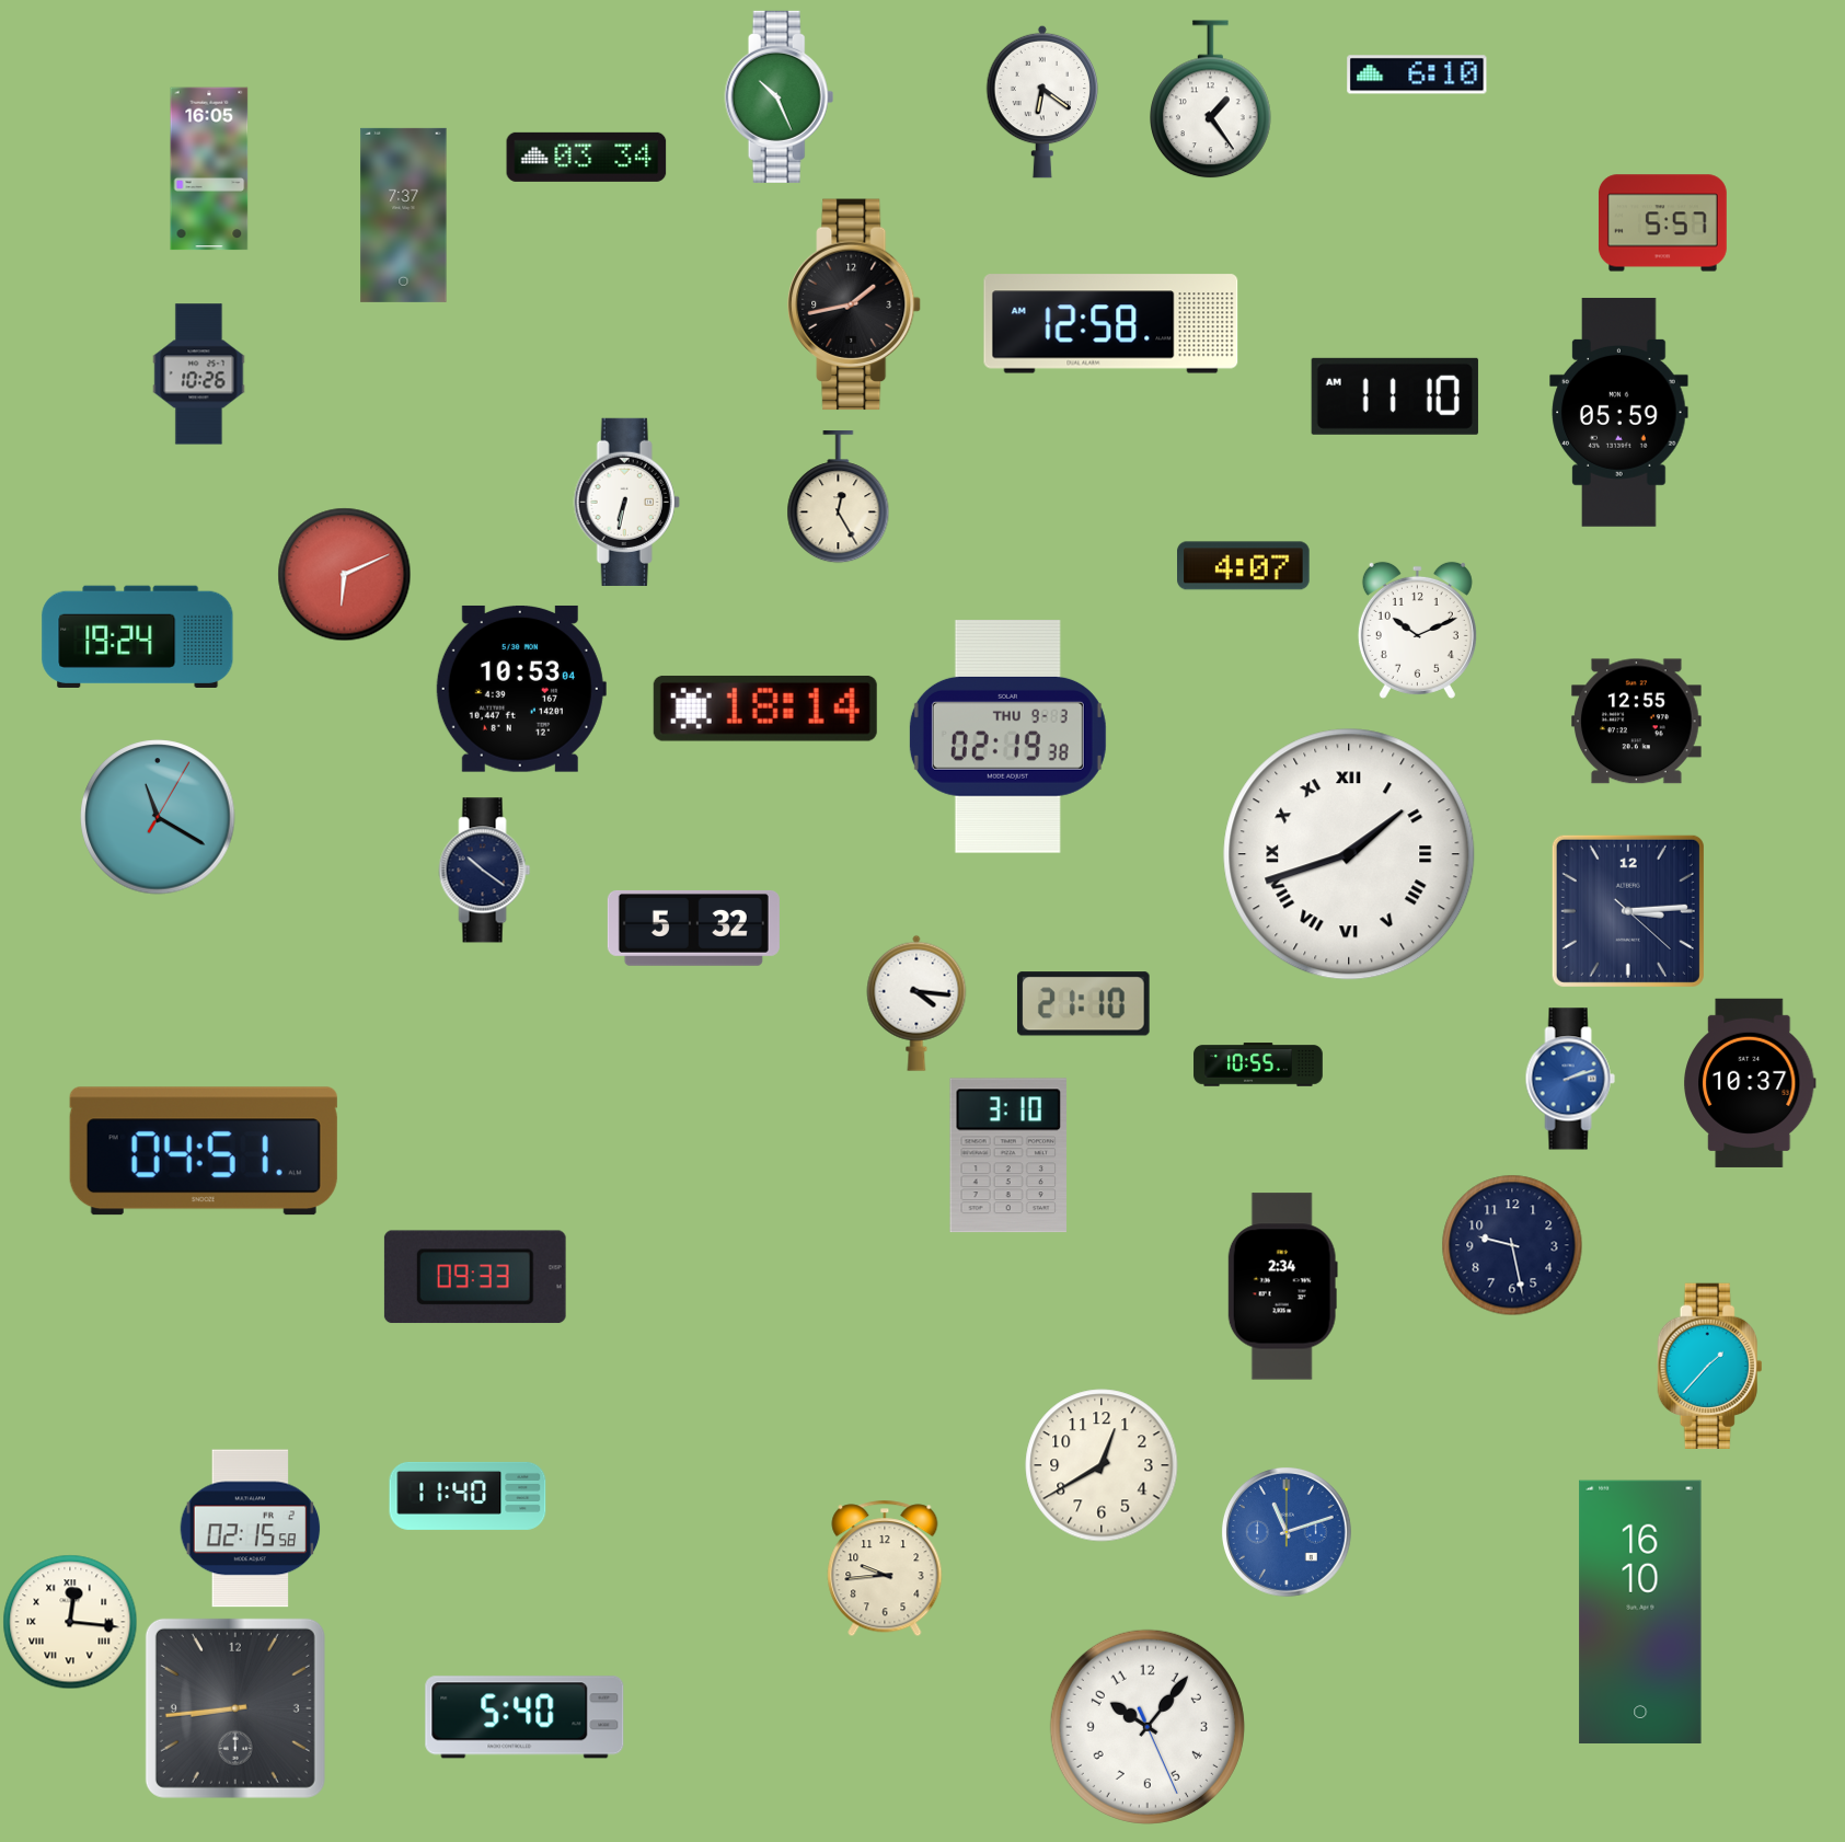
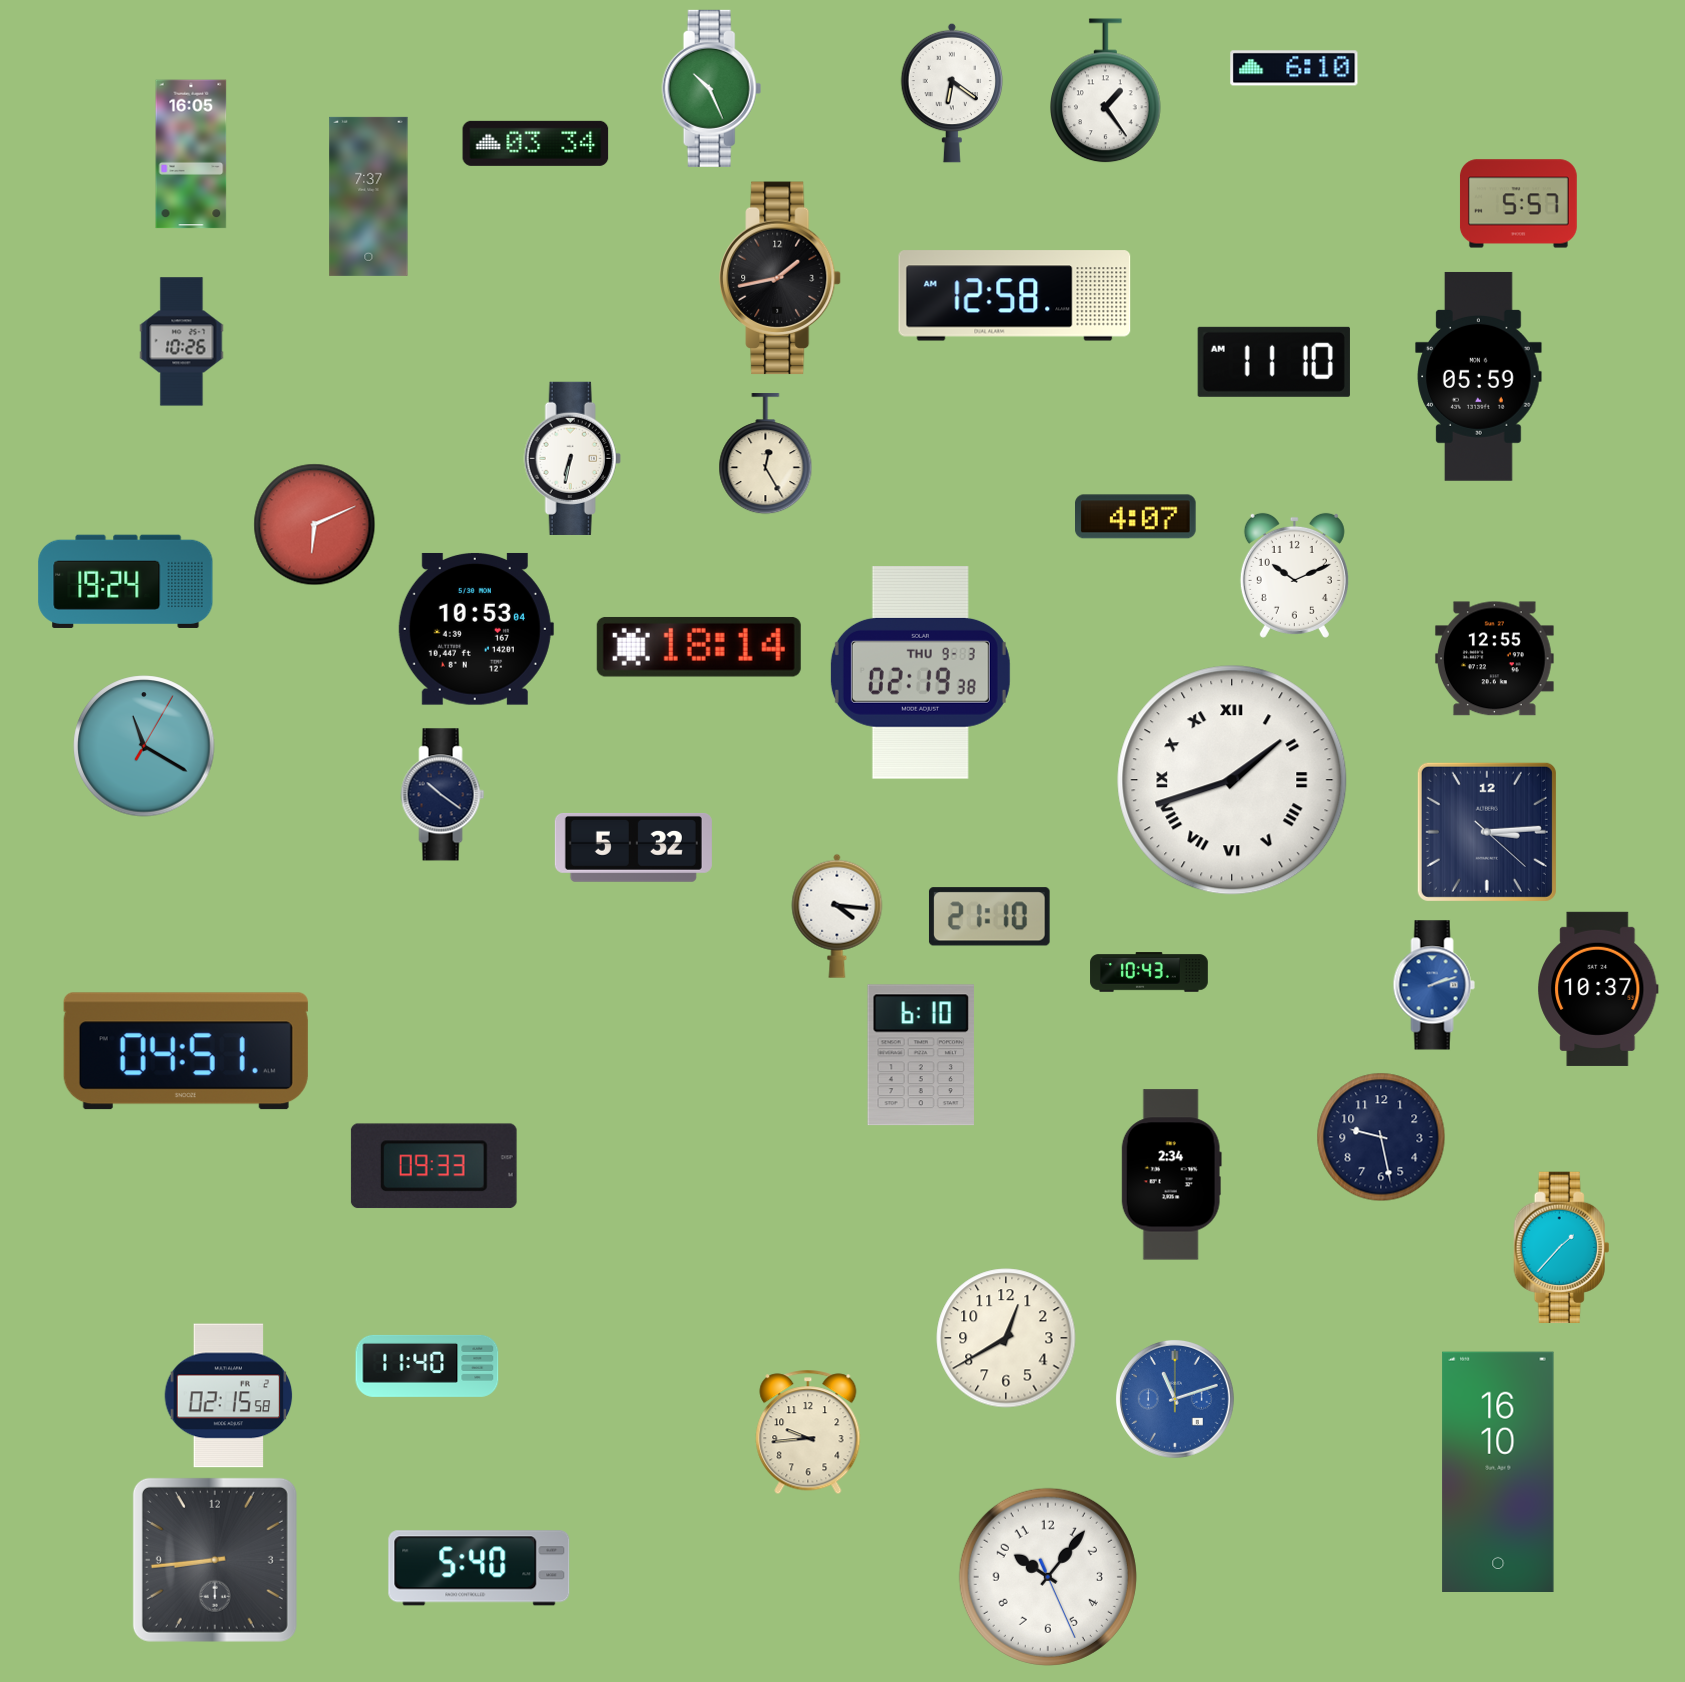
clock at (1258, 1064): 10:55 -> 10:43
clock at (1007, 1155): 3:10 -> 6:10
clock at (70, 1622): 12:16 -> none
